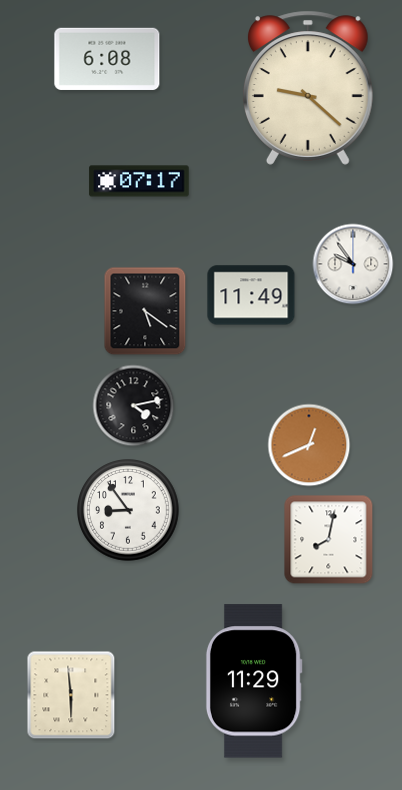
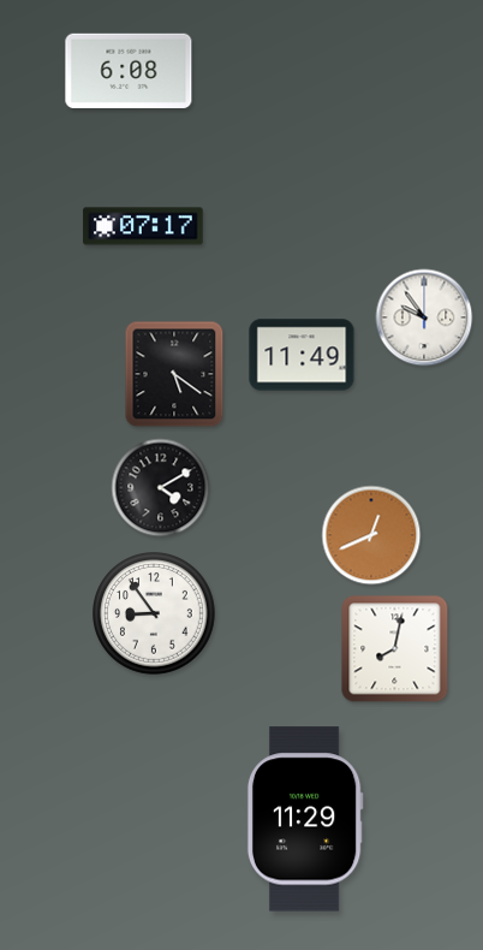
clock at (308, 88): 9:22 -> none
clock at (139, 181) position: (139, 181) -> (143, 226)
clock at (134, 406): 4:13 -> 4:10
clock at (71, 695): 5:59 -> none
